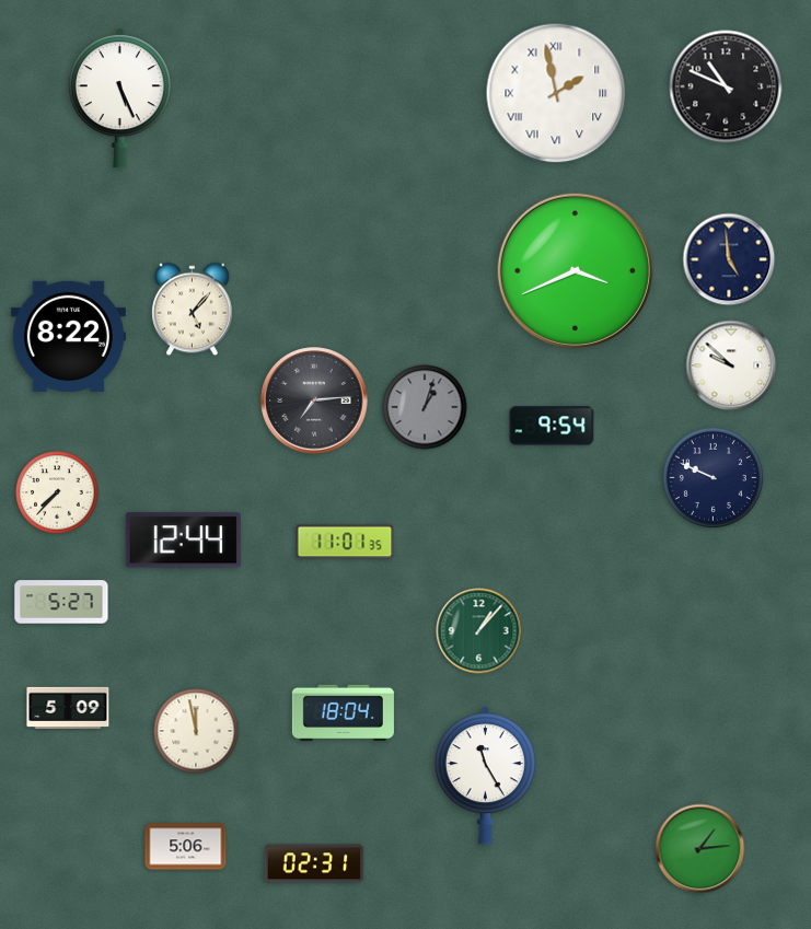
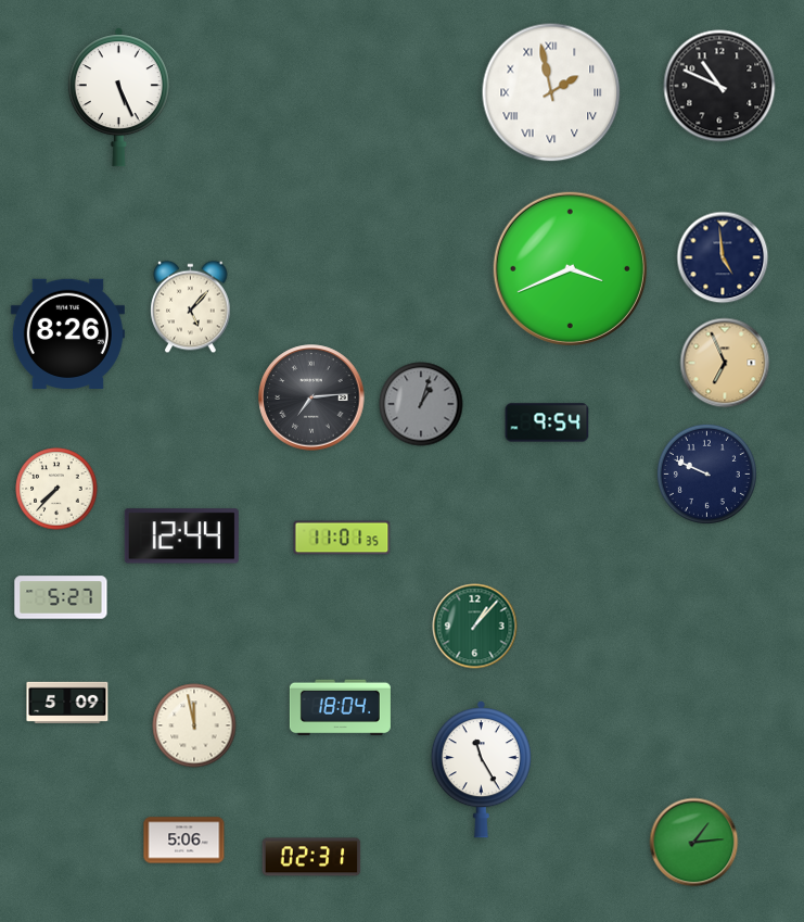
clock at (68, 336): 8:22 -> 8:26
clock at (731, 365): 9:52 -> 6:56
clock at (731, 365) dial: white -> champagne
